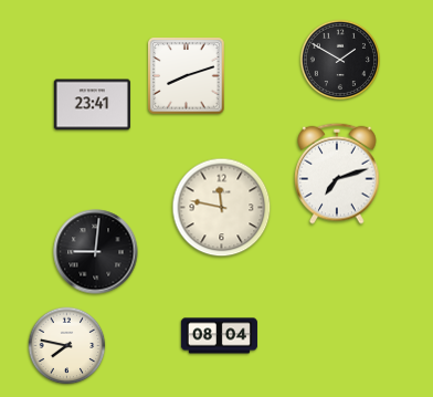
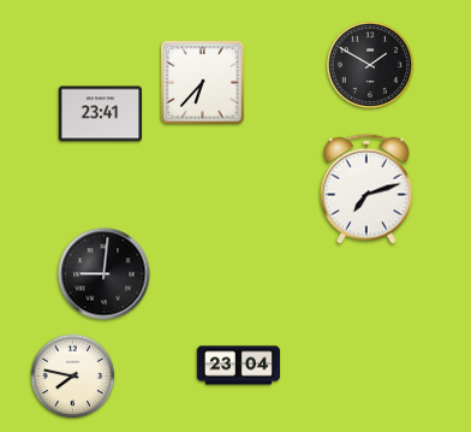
clock at (187, 76): 8:12 -> 6:37
clock at (222, 208): 11:47 -> none
clock at (219, 336): 08:04 -> 23:04
